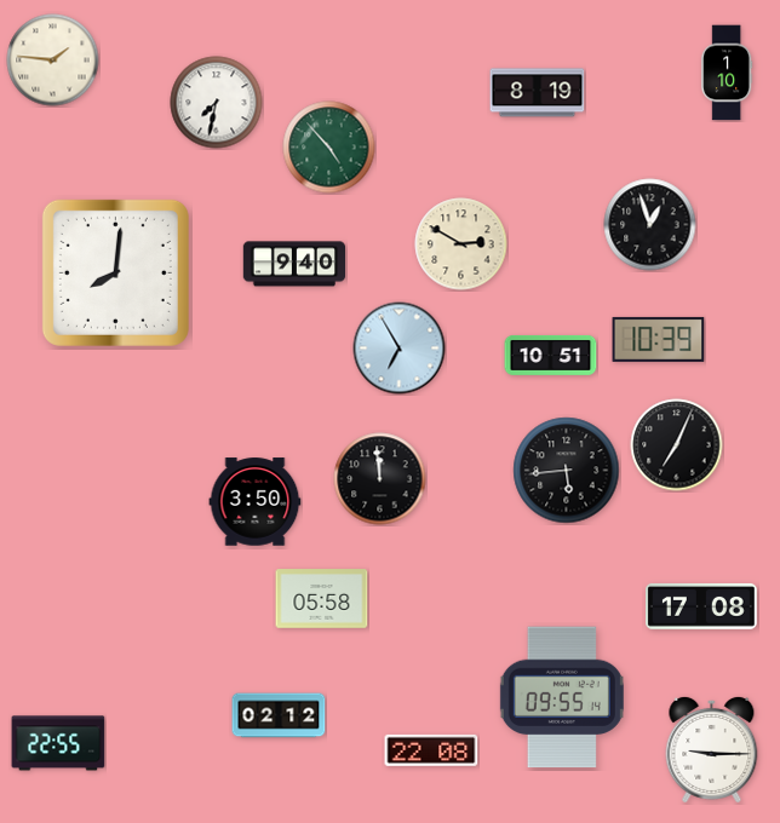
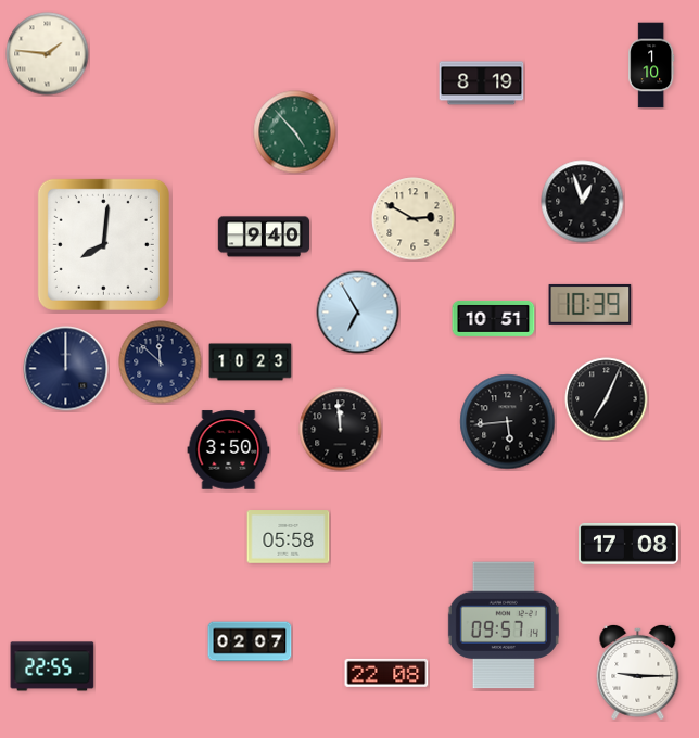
clock at (217, 103): 7:32 -> none
clock at (161, 362): none -> 11:52
clock at (251, 362): none -> 10:23
clock at (66, 369): none -> 12:00
clock at (562, 697): 09:55 -> 09:57
clock at (279, 715): 02:12 -> 02:07
